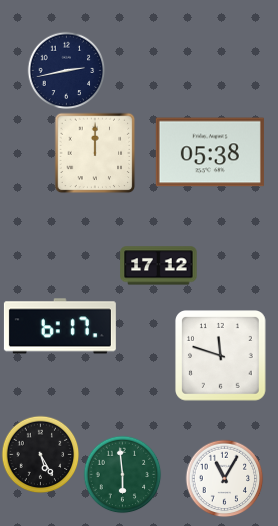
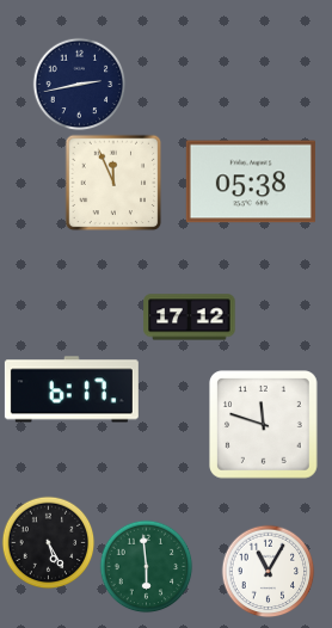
clock at (95, 153): 12:00 -> 11:56
